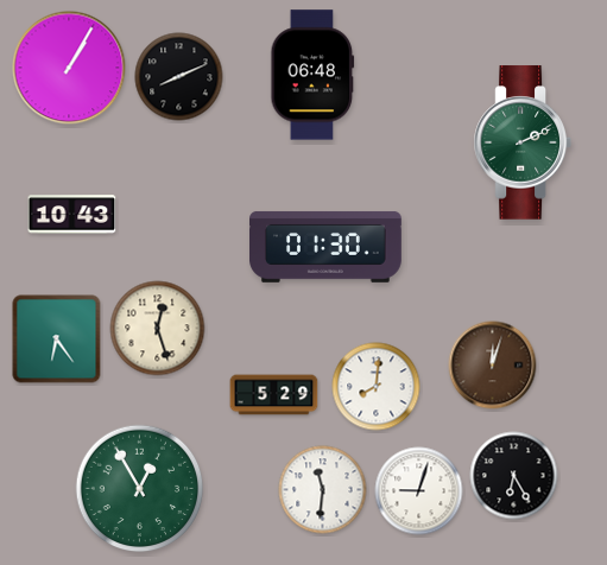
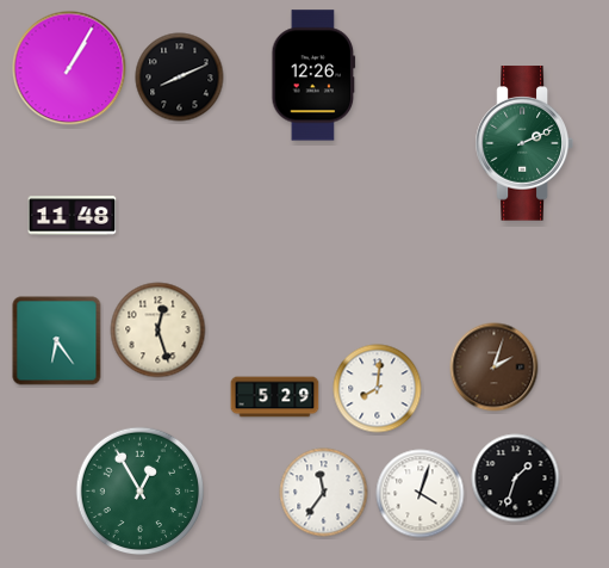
clock at (312, 75): 06:48 -> 12:26
clock at (72, 215): 10:43 -> 11:48
clock at (327, 247): 01:30 -> none
clock at (493, 366): 12:03 -> 2:03
clock at (514, 476): 6:25 -> 1:33
clock at (323, 490): 11:31 -> 11:36
clock at (419, 491): 9:03 -> 4:03
